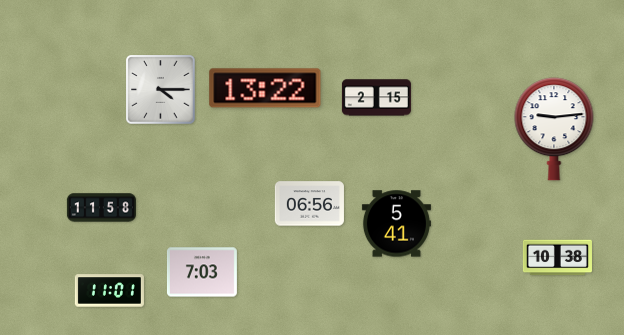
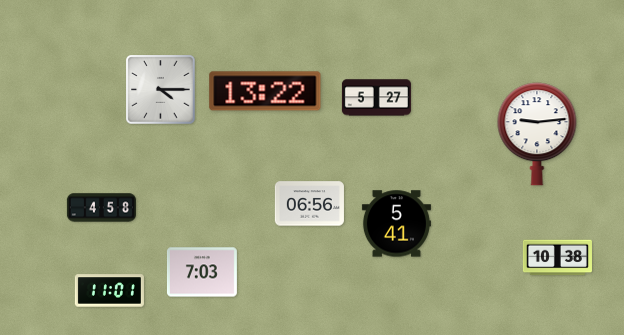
clock at (265, 88) position: (265, 88) -> (265, 91)
clock at (376, 98): 2:15 -> 5:27
clock at (554, 129) position: (554, 129) -> (537, 134)
clock at (101, 208): 11:58 -> 4:58
